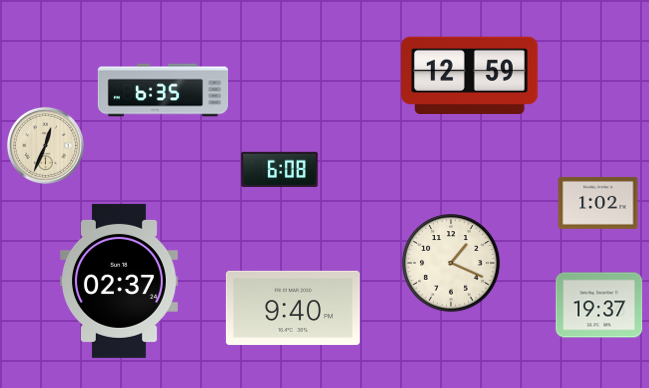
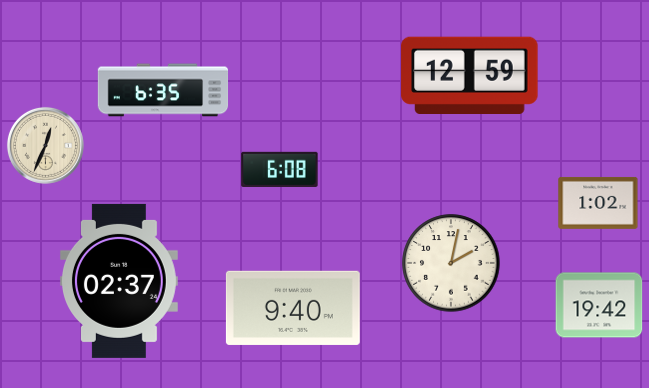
clock at (451, 263): 1:19 -> 2:02
clock at (599, 305): 19:37 -> 19:42
